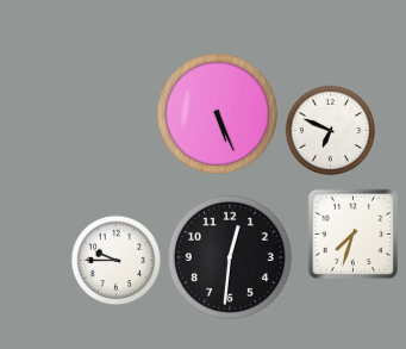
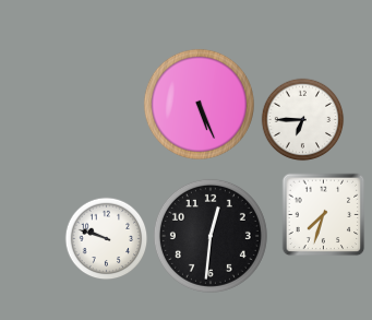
clock at (331, 131): 6:49 -> 6:45
clock at (117, 261): 9:45 -> 9:48
